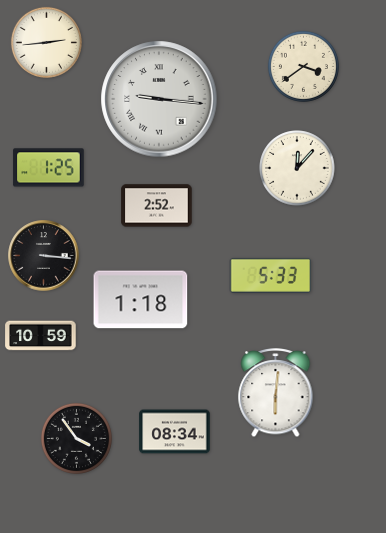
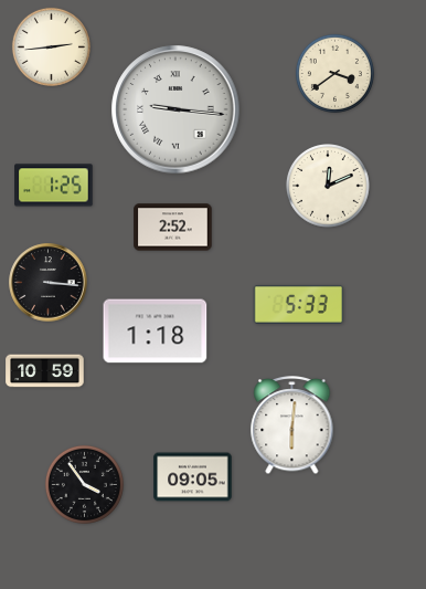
clock at (297, 168): 12:07 -> 12:11
clock at (276, 394) position: (276, 394) -> (292, 427)
clock at (175, 432): 08:34 -> 09:05
